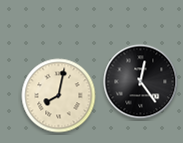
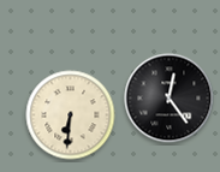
clock at (59, 96): 8:02 -> 6:31
